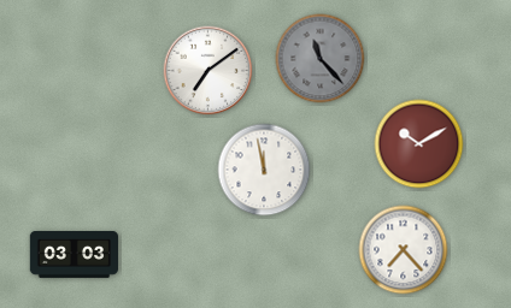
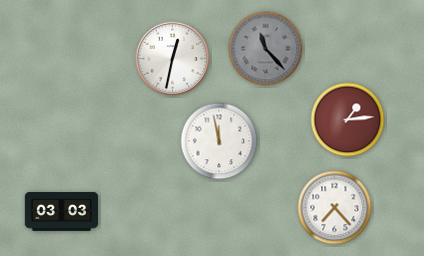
clock at (208, 71): 7:09 -> 12:32
clock at (419, 144): 10:10 -> 1:14
